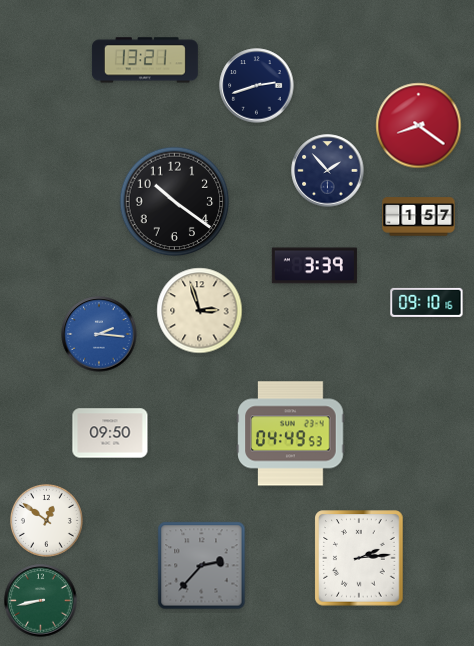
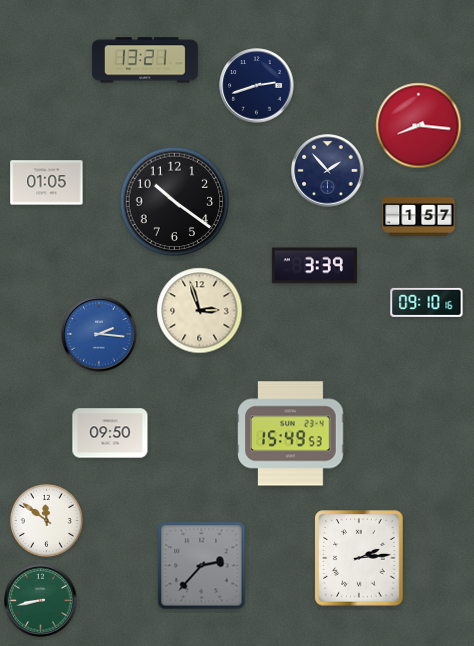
clock at (419, 126): 8:21 -> 8:16
clock at (47, 183): none -> 01:05
clock at (291, 434): 04:49 -> 15:49
clock at (46, 520): 12:51 -> 11:51
